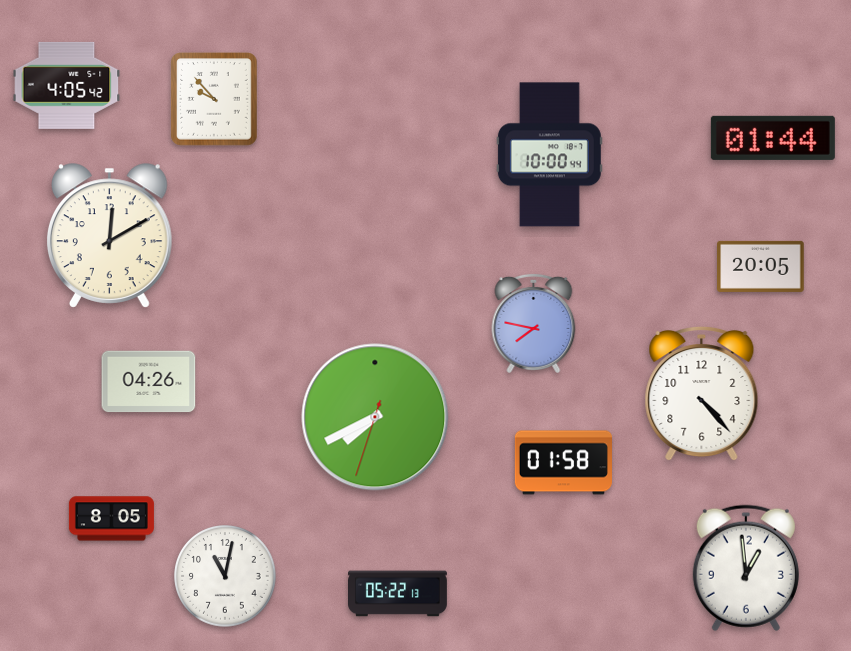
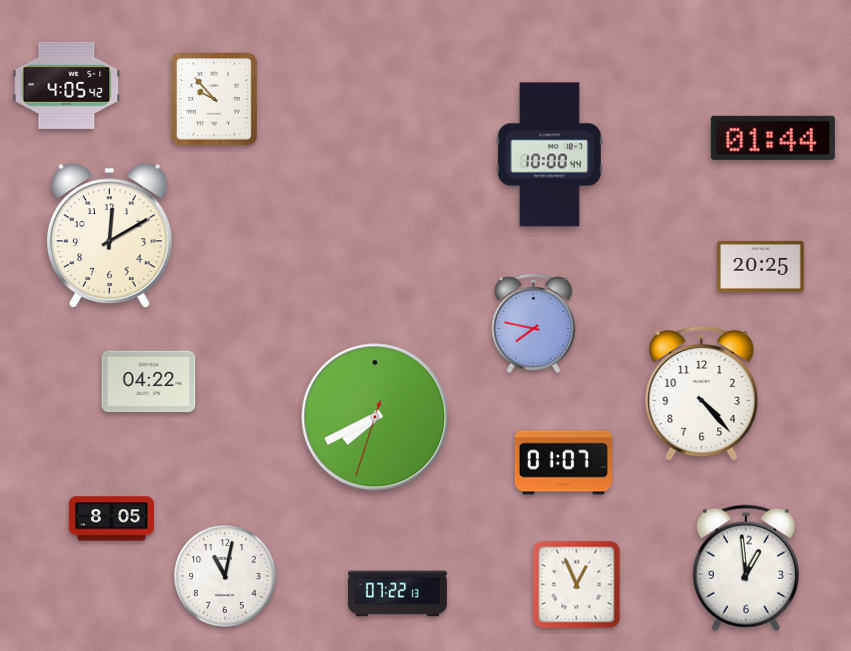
clock at (761, 266): 20:05 -> 20:25
clock at (149, 382): 04:26 -> 04:22
clock at (563, 463): 01:58 -> 01:07
clock at (577, 585): none -> 12:56
clock at (398, 594): 05:22 -> 07:22
